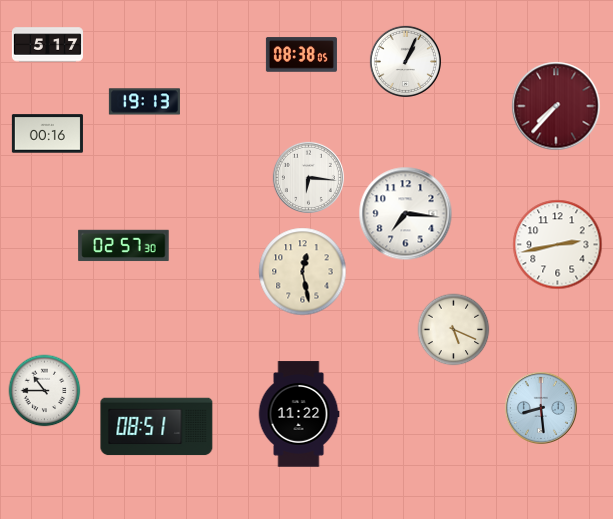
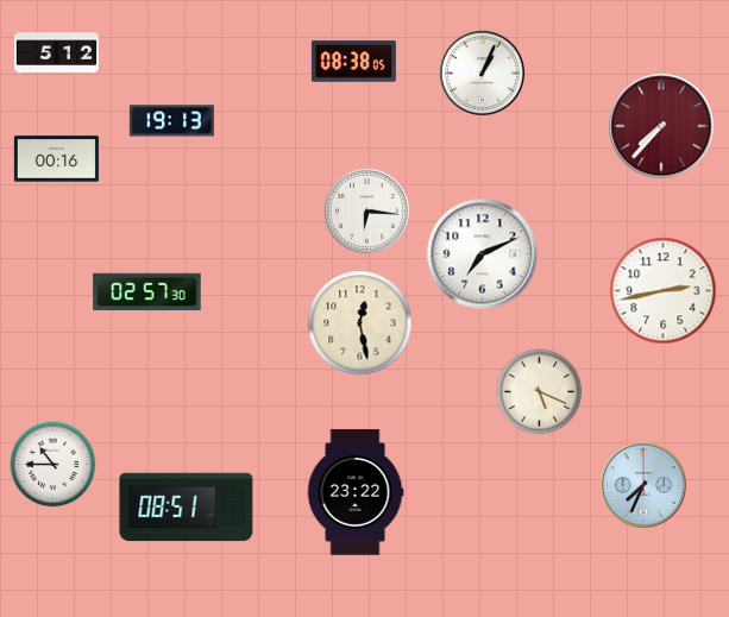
clock at (47, 45): 5:17 -> 5:12
clock at (301, 55) position: (301, 55) -> (353, 62)
clock at (406, 214): 7:16 -> 7:11
clock at (541, 408): 8:29 -> 7:34
clock at (299, 414): 11:22 -> 23:22
